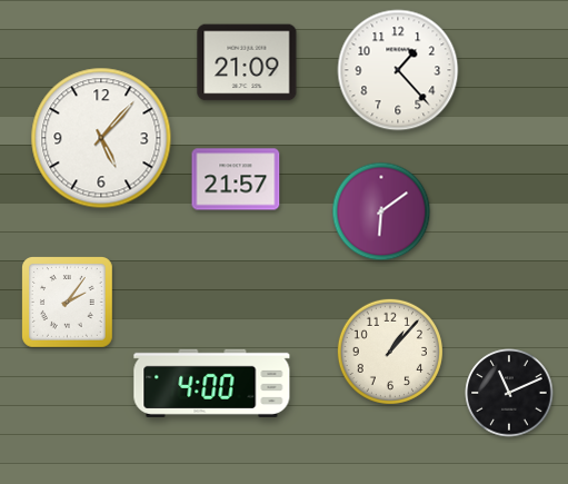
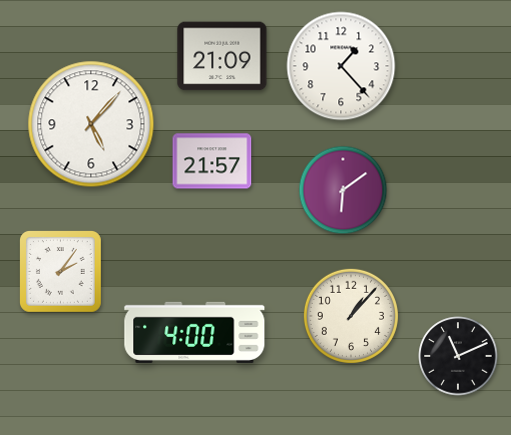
clock at (398, 70) position: (398, 70) -> (341, 66)
clock at (212, 383) position: (212, 383) -> (195, 332)
clock at (509, 393) position: (509, 393) -> (458, 356)
